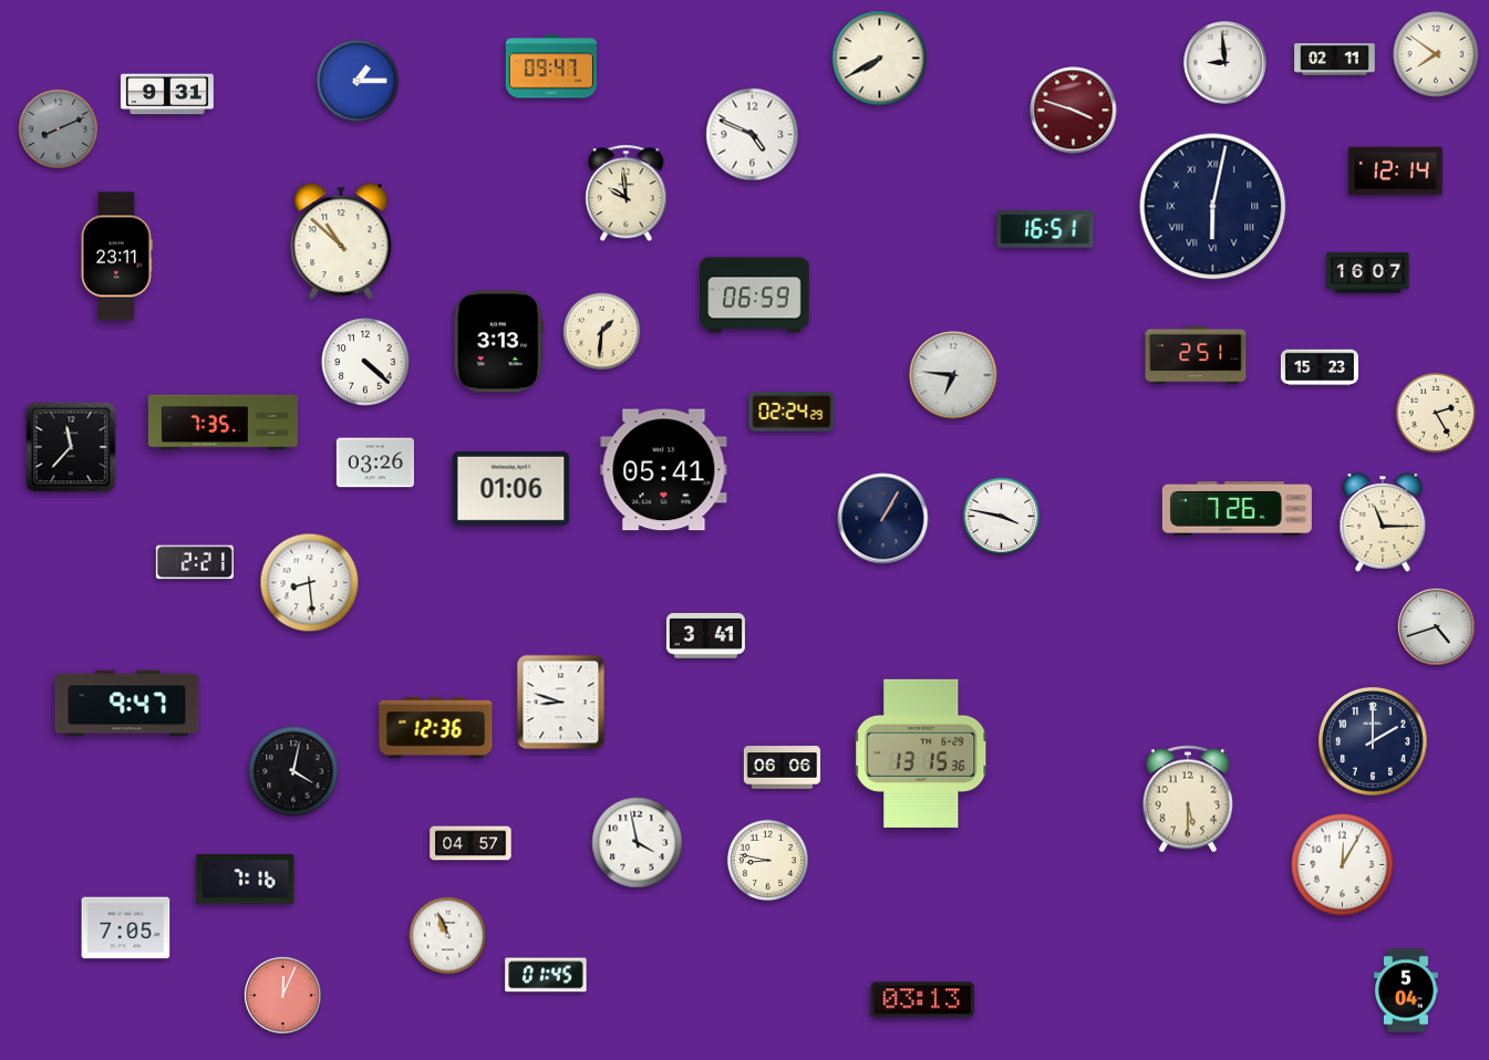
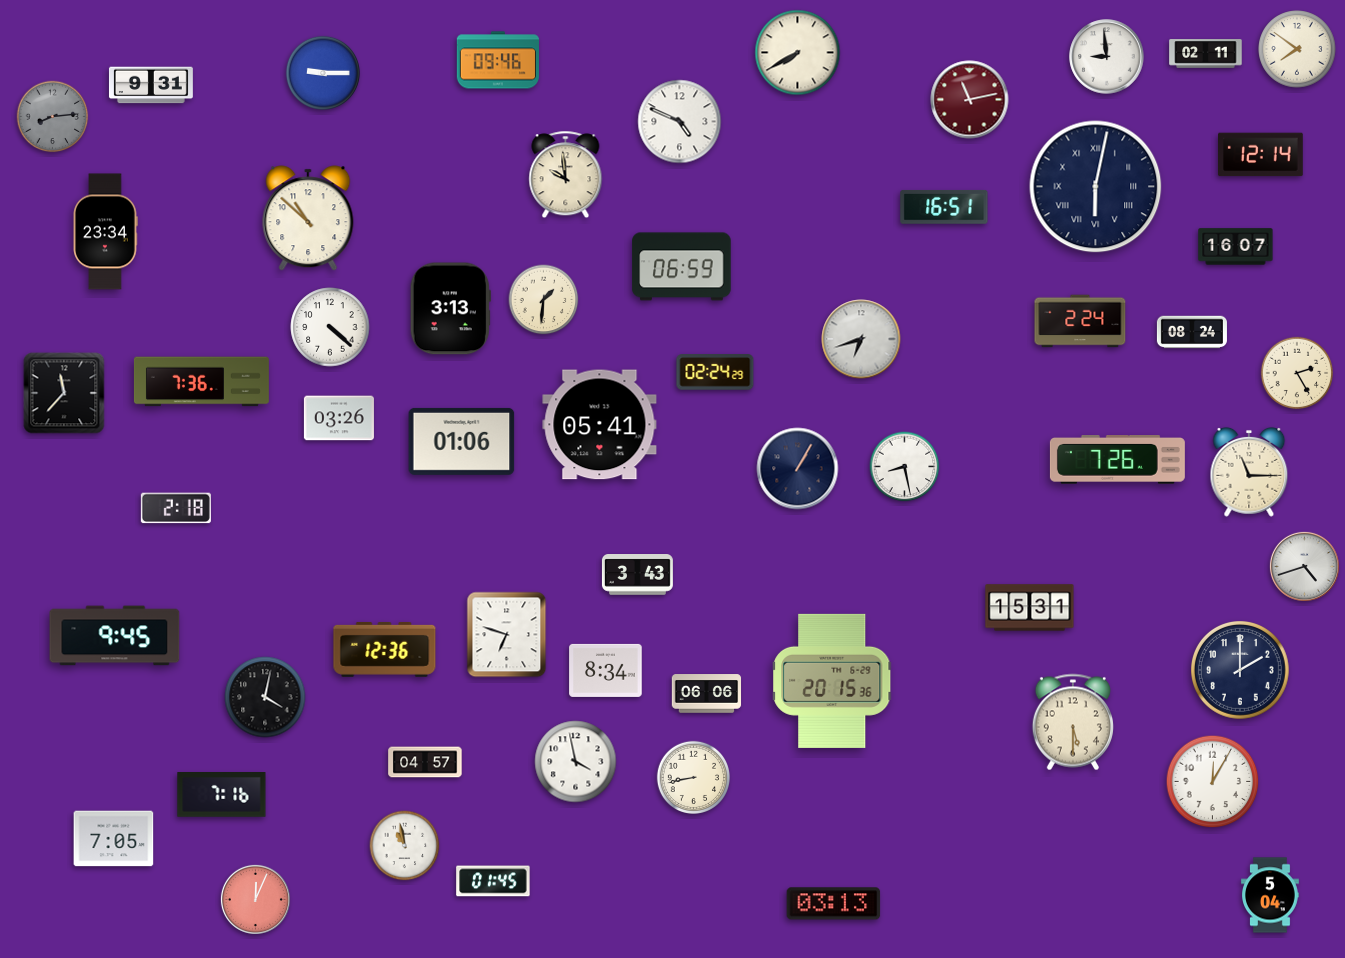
clock at (880, 59) position: (880, 59) -> (798, 53)
clock at (551, 66): 09:47 -> 09:46
clock at (358, 81): 1:15 -> 9:15
clock at (1074, 111): 3:48 -> 11:13
clock at (59, 129): 8:11 -> 8:14
clock at (116, 257): 23:11 -> 23:34
clock at (1196, 355): 2:51 -> 2:24
clock at (1320, 367): 15:23 -> 08:24
clock at (953, 375): 6:46 -> 6:42
clock at (223, 423): 7:35 -> 7:36
clock at (71, 447) position: (71, 447) -> (64, 393)
clock at (1002, 517): 3:47 -> 8:28
clock at (195, 562): 2:21 -> 2:18
clock at (310, 583): 8:29 -> none
clock at (1436, 626) position: (1436, 626) -> (1304, 566)
clock at (705, 636): 3:41 -> 3:43
clock at (1030, 608): none -> 15:31
clock at (561, 703): 8:48 -> 6:48
clock at (127, 704): 9:47 -> 9:45
clock at (436, 727) position: (436, 727) -> (385, 649)
clock at (606, 670): none -> 8:34
clock at (922, 754): 13:15 -> 20:15
clock at (767, 860): 8:47 -> 8:43
clock at (448, 936): 10:56 -> 10:58
